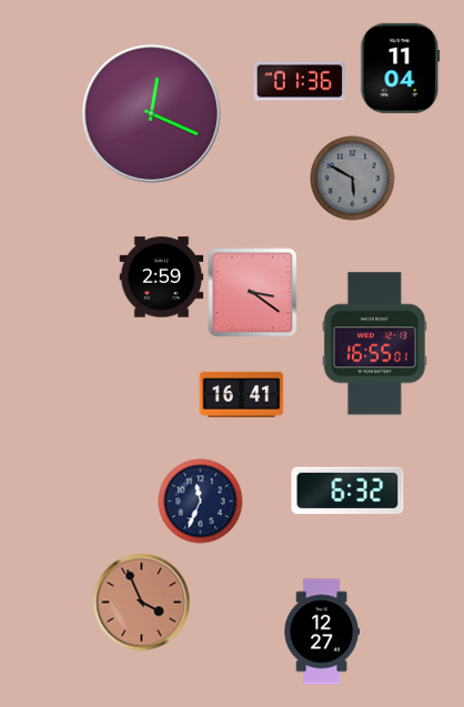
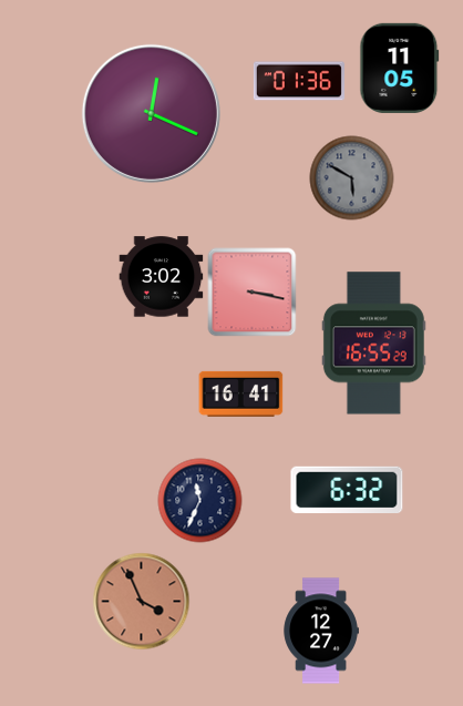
clock at (401, 68): 11:04 -> 11:05
clock at (162, 277): 2:59 -> 3:02
clock at (253, 293): 3:21 -> 3:17
clock at (374, 344): 16:55:01 -> 16:55:29
